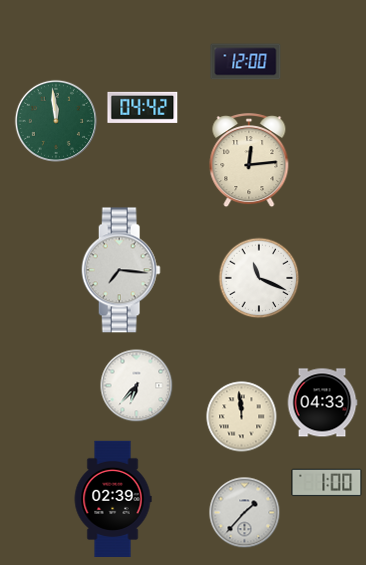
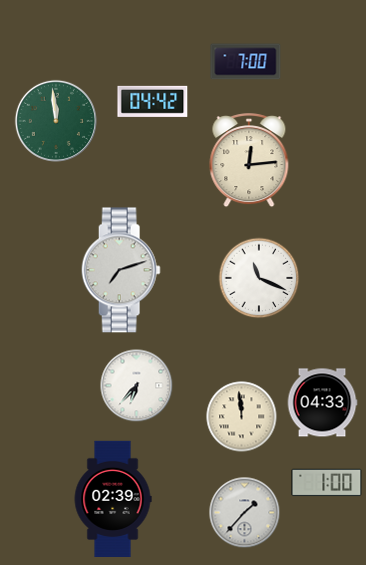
clock at (246, 62): 12:00 -> 7:00
clock at (143, 107) position: (143, 107) -> (153, 101)
clock at (121, 270): 7:16 -> 7:12
